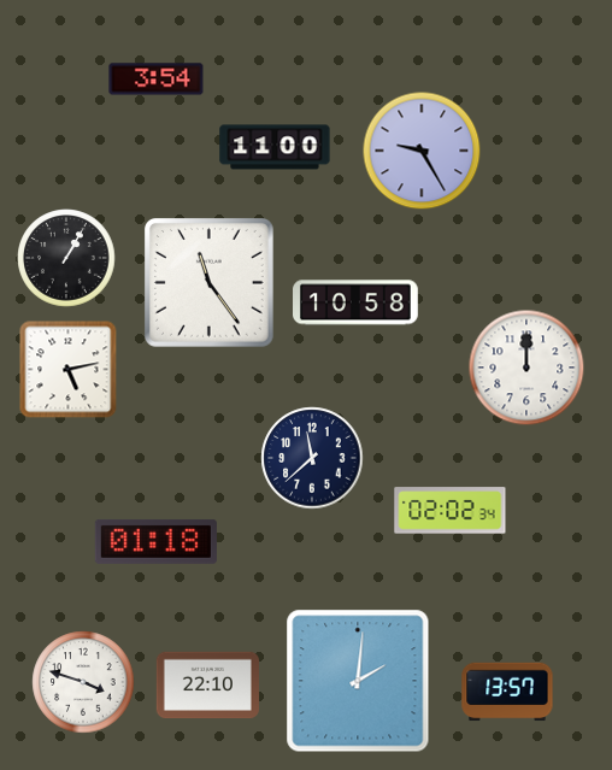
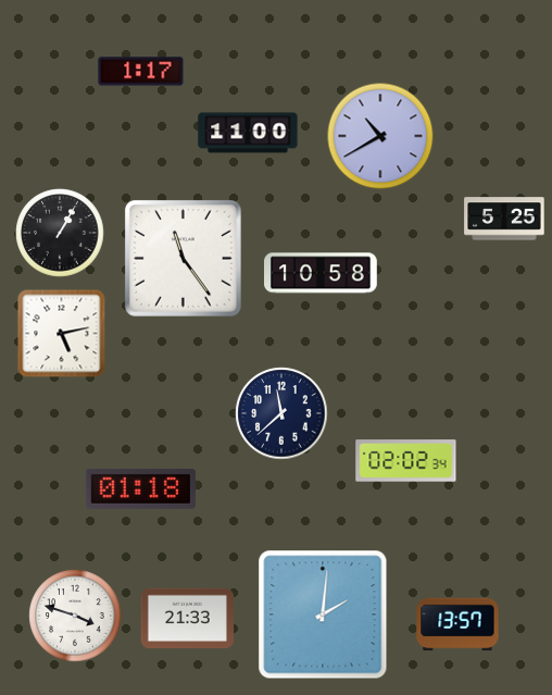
clock at (157, 80): 3:54 -> 1:17
clock at (422, 151): 9:25 -> 10:40
clock at (504, 219): none -> 5:25
clock at (208, 282) position: (208, 282) -> (183, 258)
clock at (526, 368): 12:00 -> none
clock at (207, 686): 22:10 -> 21:33
